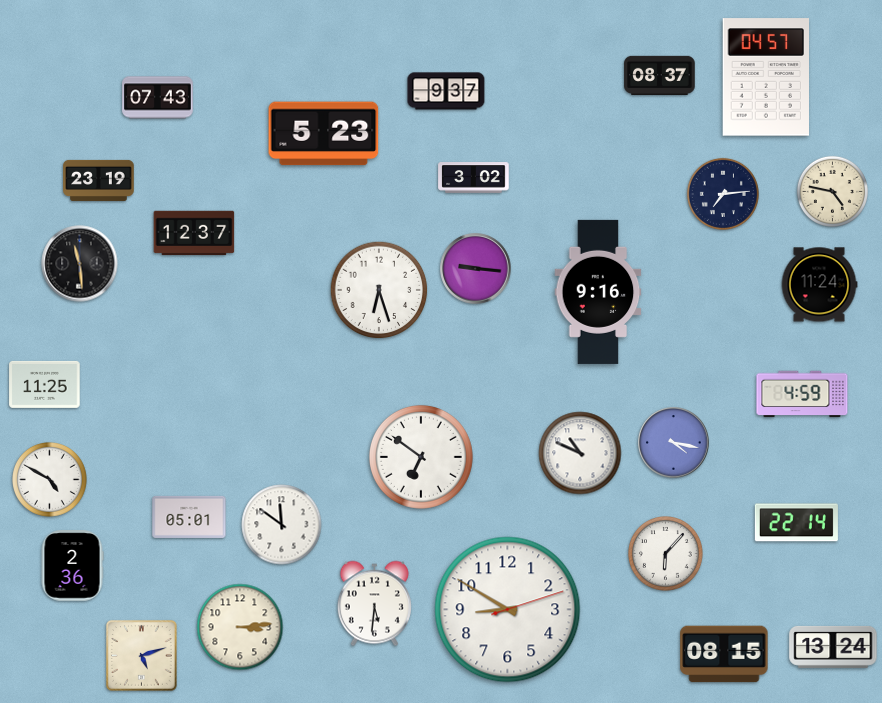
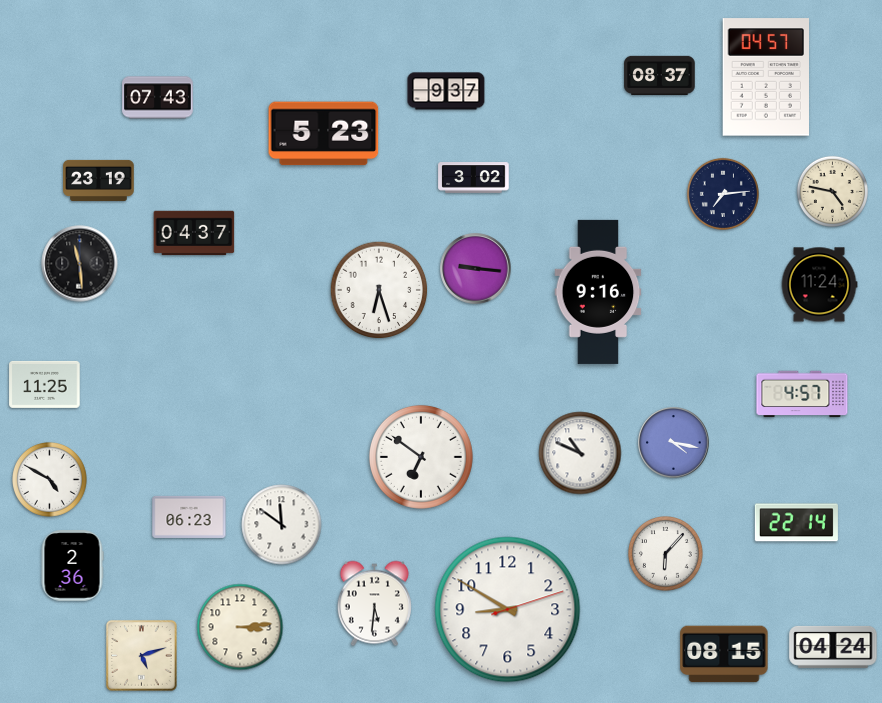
clock at (194, 233): 12:37 -> 04:37
clock at (802, 394): 4:59 -> 4:57
clock at (189, 517): 05:01 -> 06:23
clock at (833, 647): 13:24 -> 04:24
